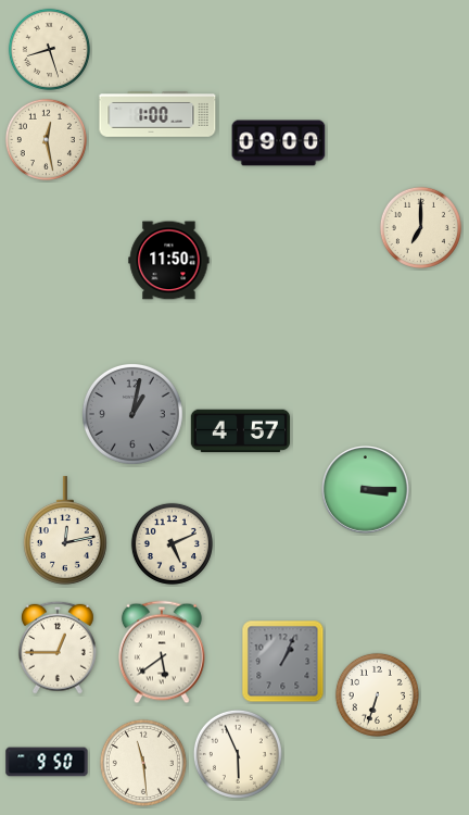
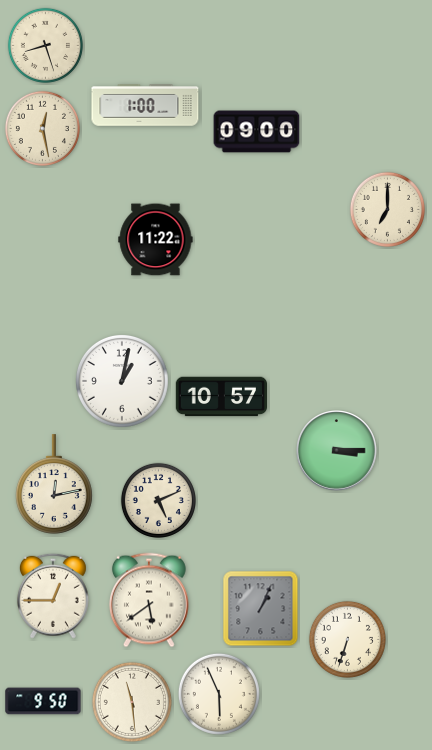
clock at (169, 261): 11:50 -> 11:22
clock at (132, 414) dial: grey -> white
clock at (241, 431): 4:57 -> 10:57
clock at (66, 530) position: (66, 530) -> (55, 484)
